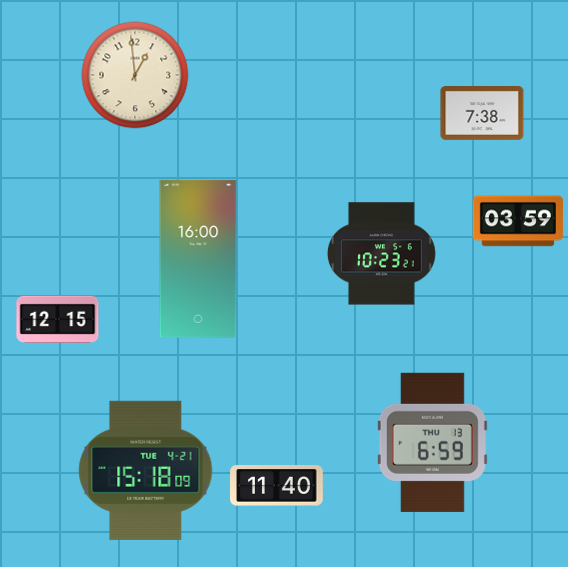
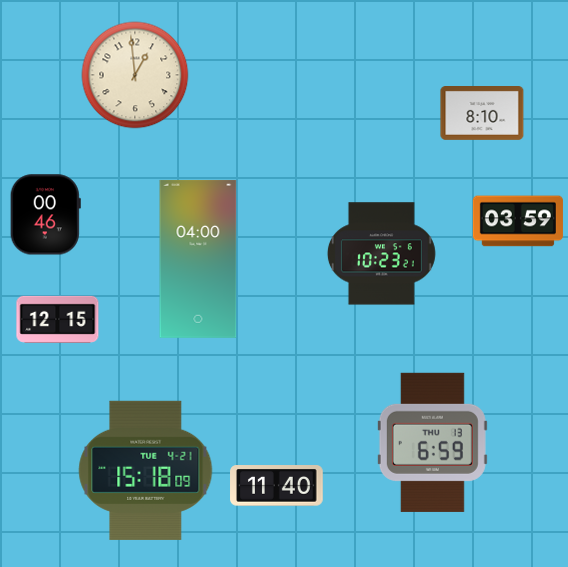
clock at (482, 114): 7:38 -> 8:10
clock at (45, 215): none -> 00:46
clock at (198, 259): 16:00 -> 04:00
